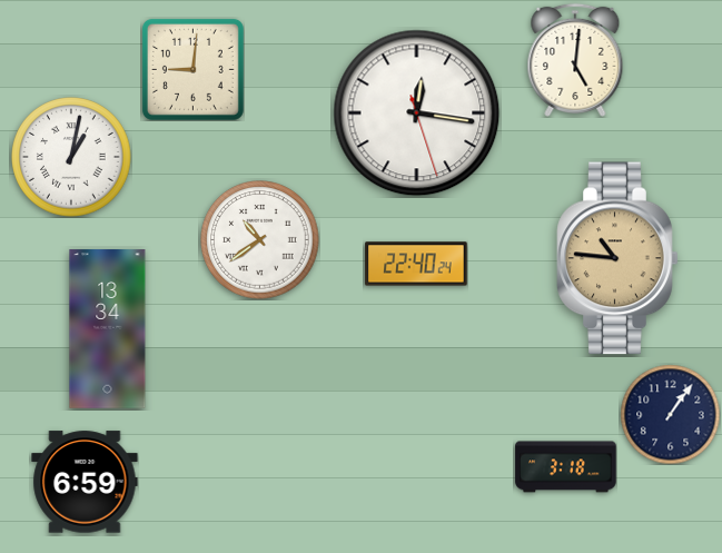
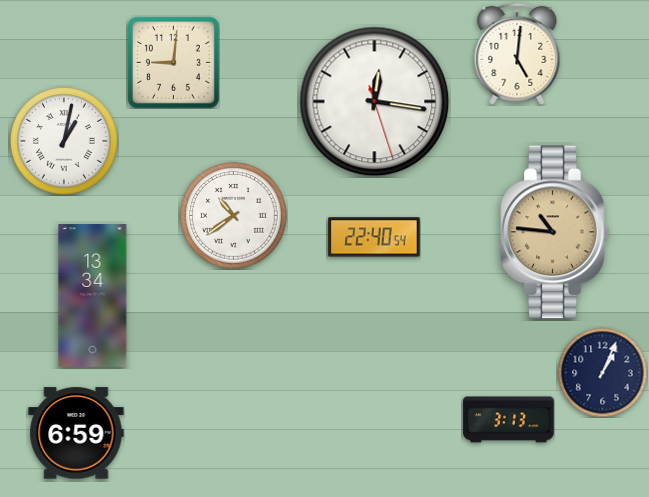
clock at (416, 264): 22:40:24 -> 22:40:54
clock at (108, 329) position: (108, 329) -> (93, 296)
clock at (670, 414): 1:06 -> 1:04
clock at (566, 467): 3:18 -> 3:13
